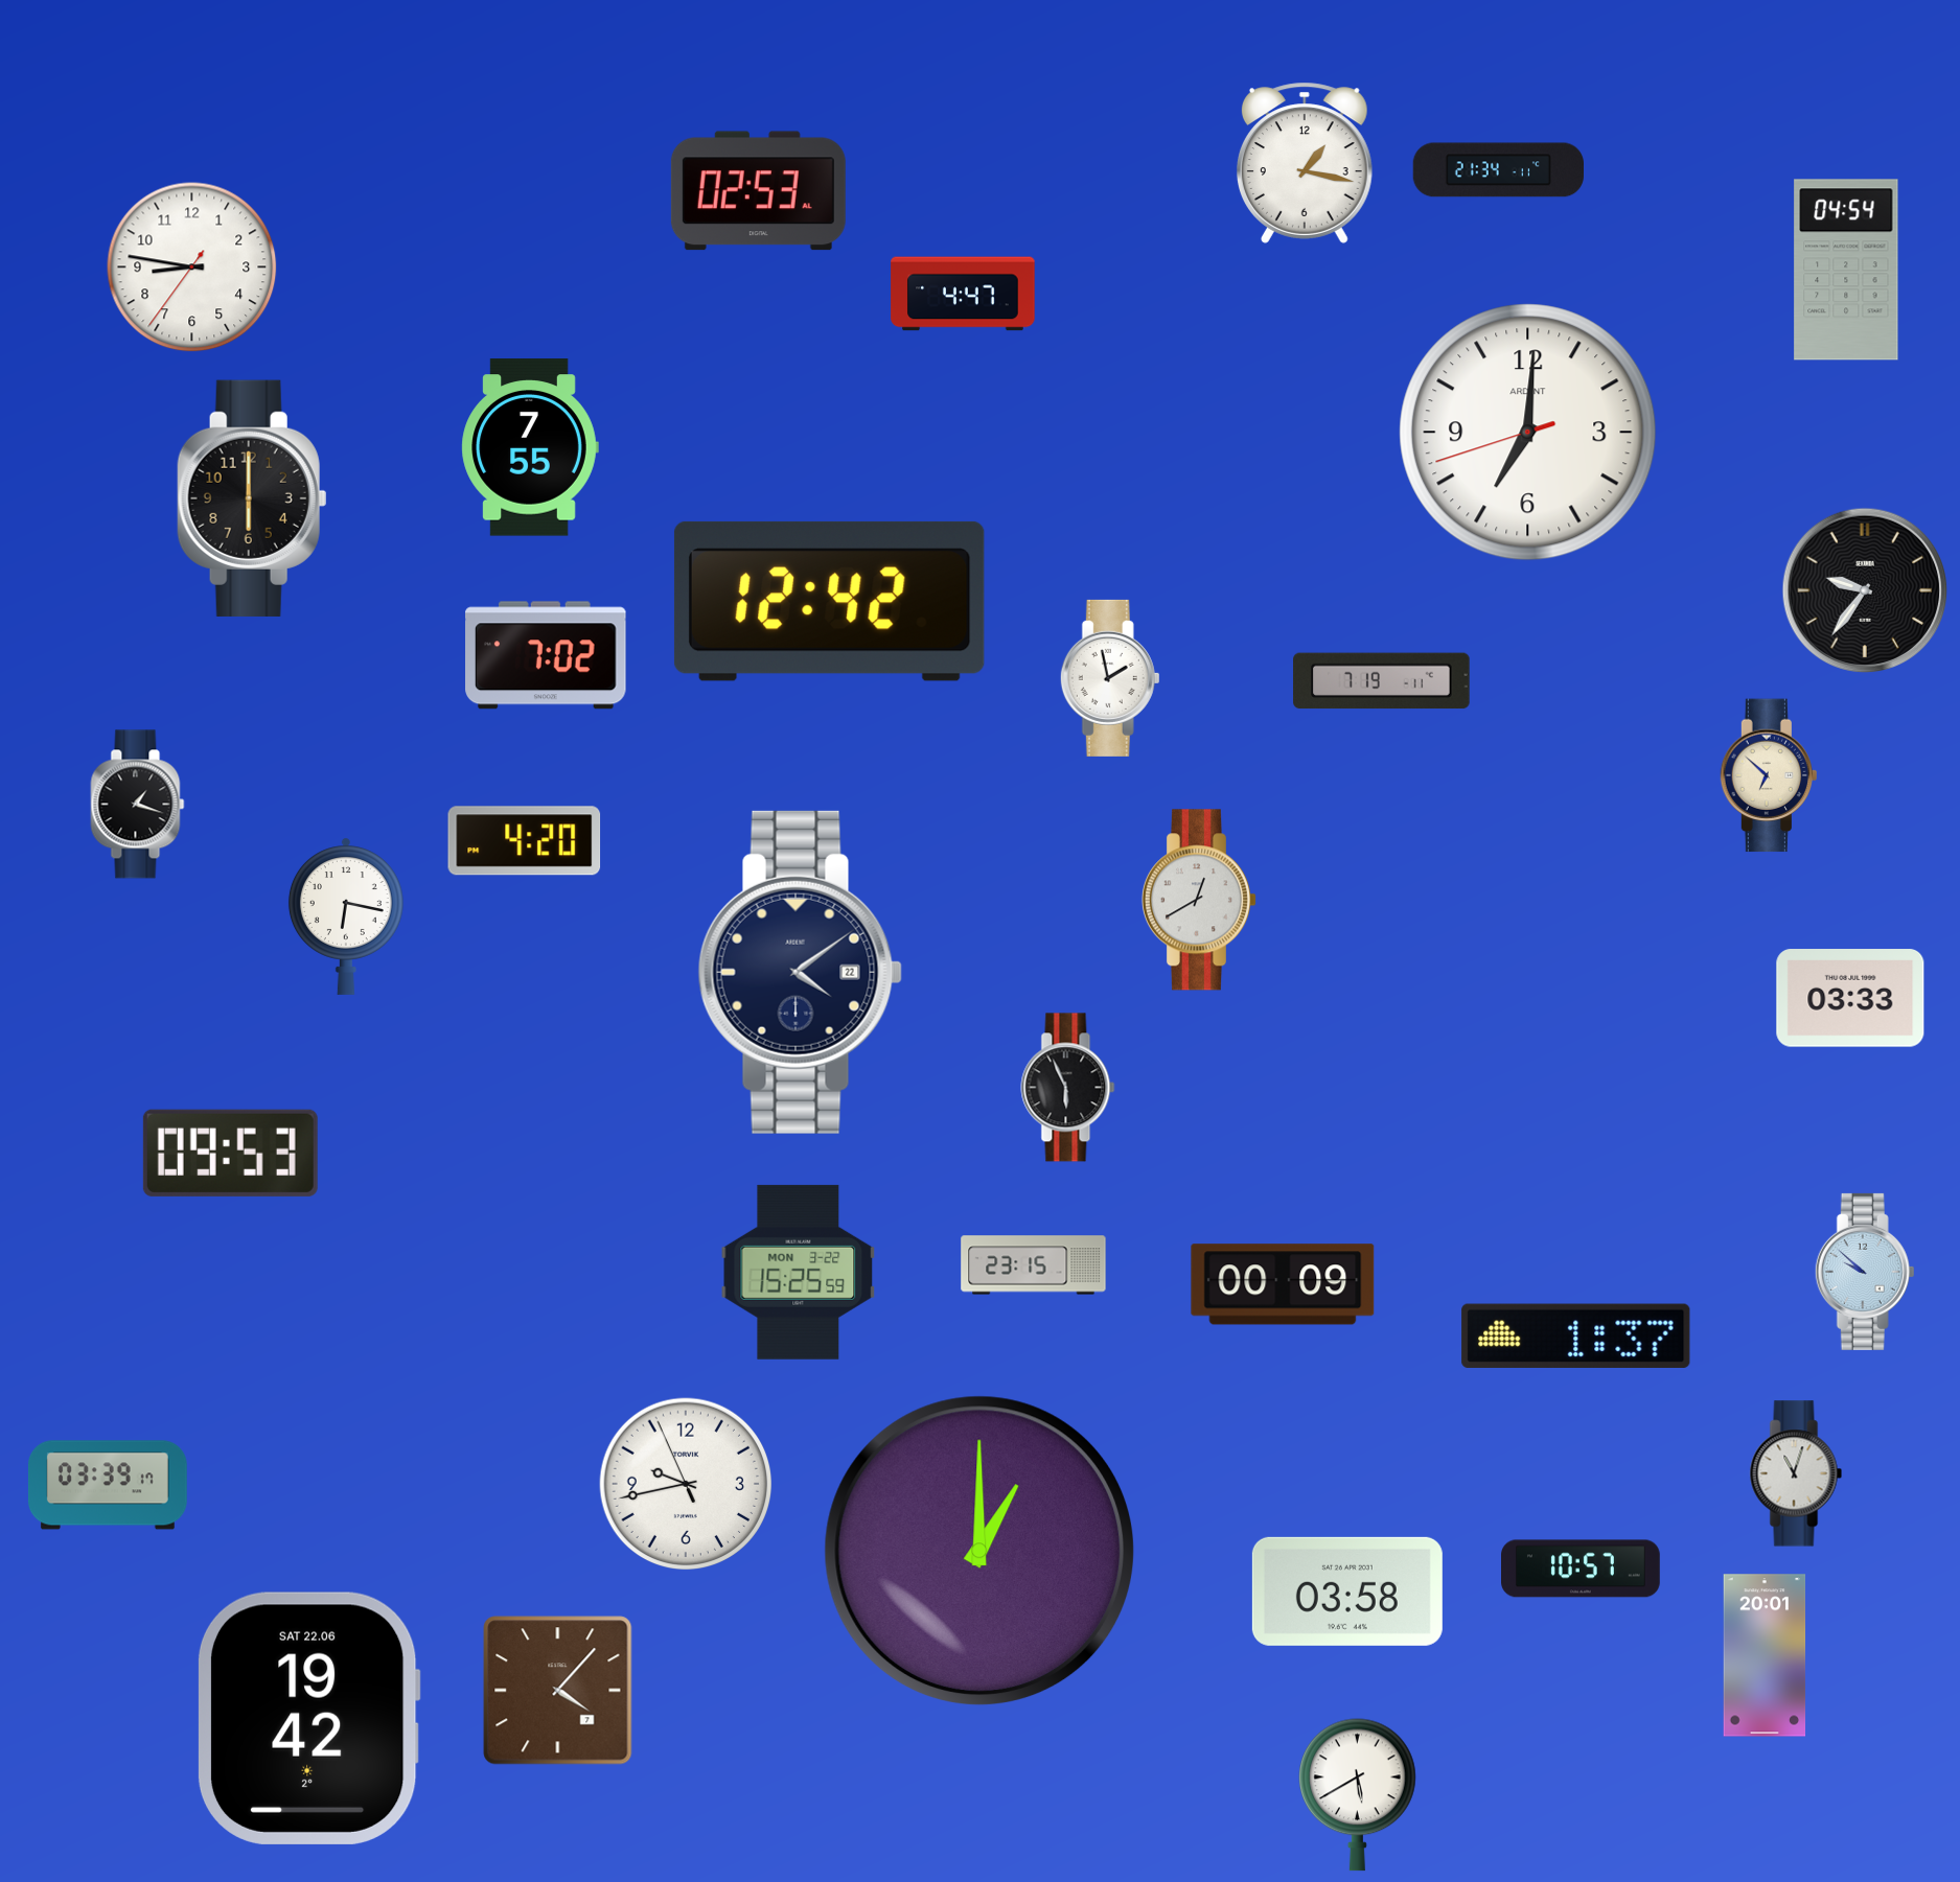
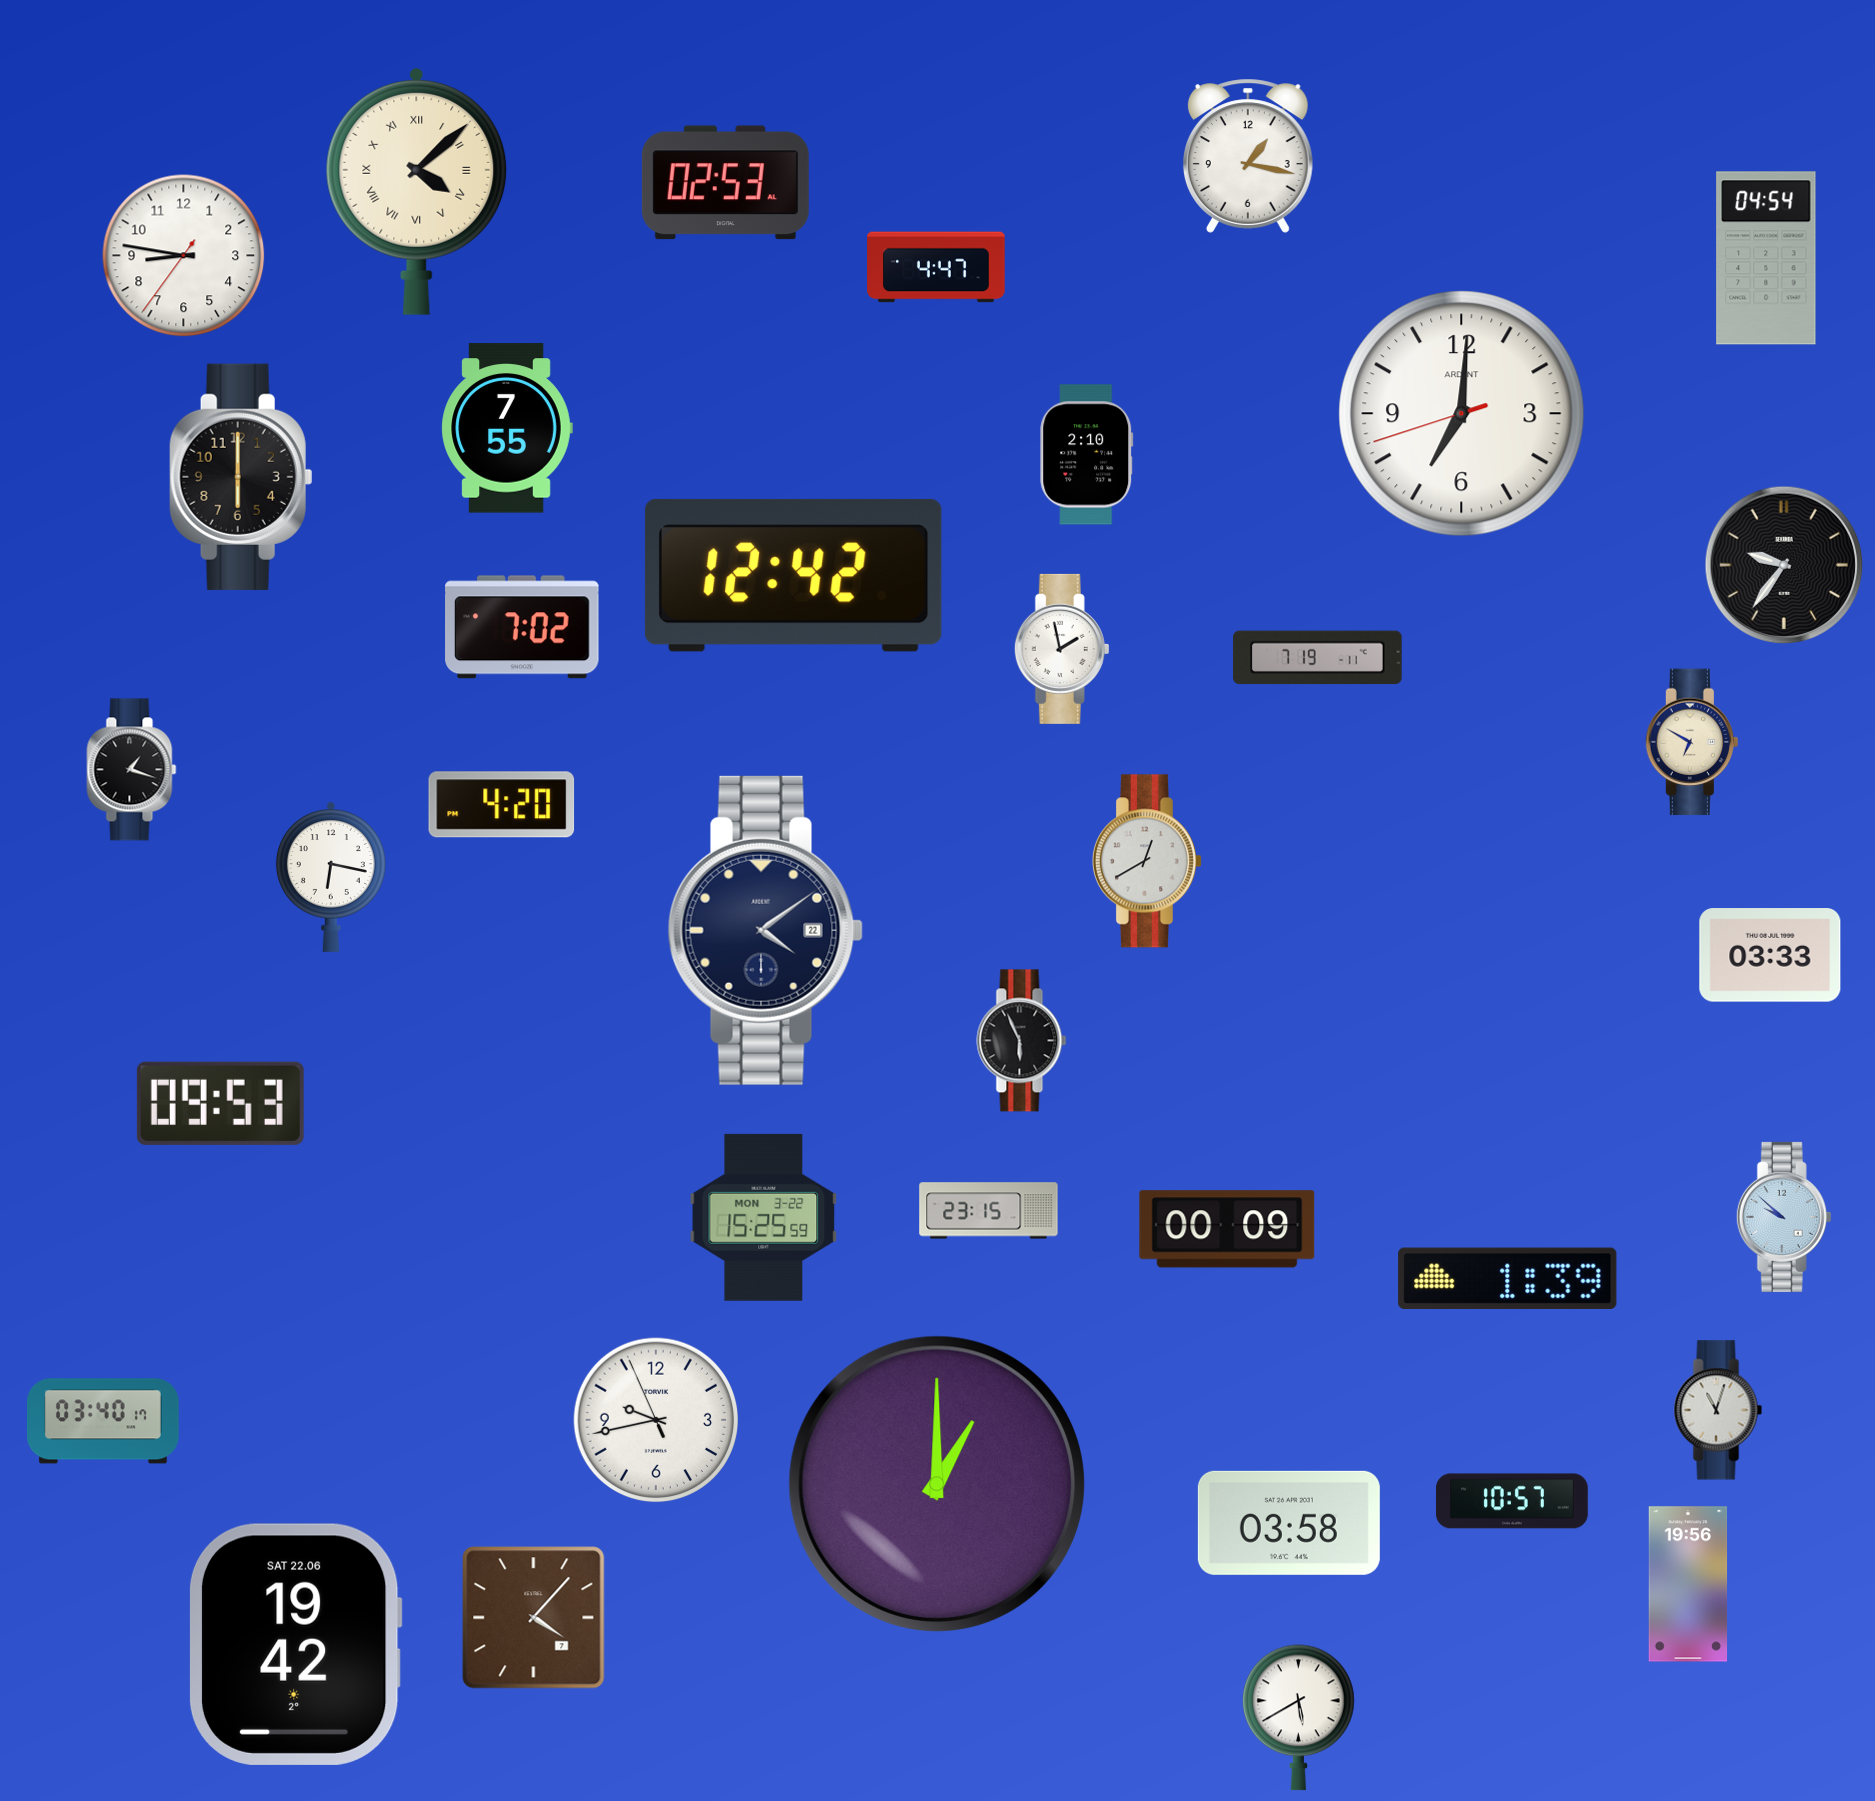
clock at (1499, 170): 21:34 -> none
clock at (417, 191): none -> 4:08
clock at (963, 294) position: (963, 294) -> (936, 267)
clock at (1087, 455): none -> 2:10
clock at (1382, 681) position: (1382, 681) -> (1318, 658)
clock at (1768, 775): 6:52 -> 6:50
clock at (1576, 1335): 1:37 -> 1:39
clock at (108, 1485): 03:39 -> 03:40
clock at (1765, 1655): 20:01 -> 19:56
